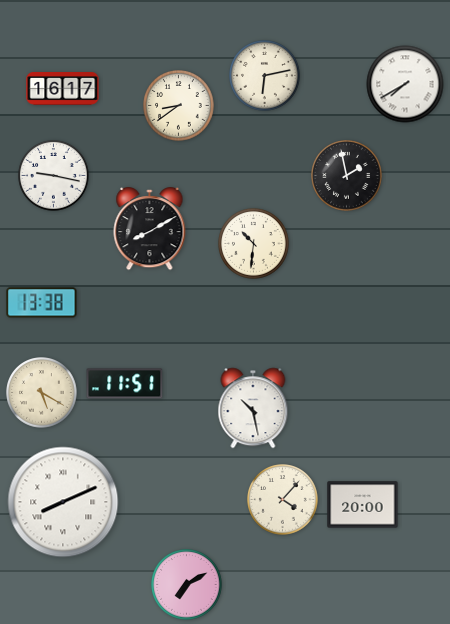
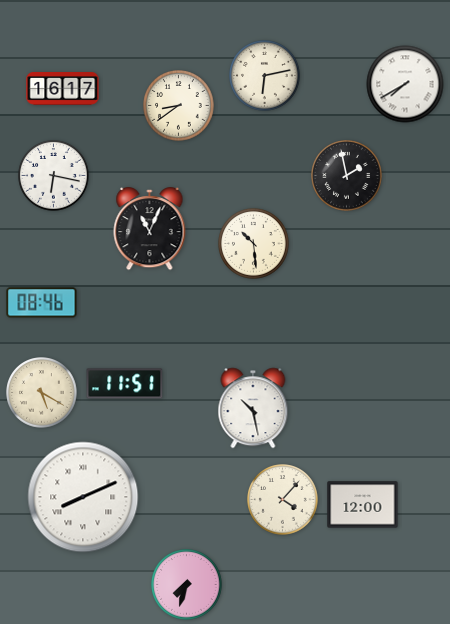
clock at (54, 176): 9:17 -> 6:17
clock at (150, 229): 8:10 -> 11:04
clock at (254, 244): 10:31 -> 10:29
clock at (42, 303): 13:38 -> 08:46
clock at (63, 502) position: (63, 502) -> (83, 497)
clock at (363, 505): 20:00 -> 12:00
clock at (187, 585): 7:10 -> 7:33
